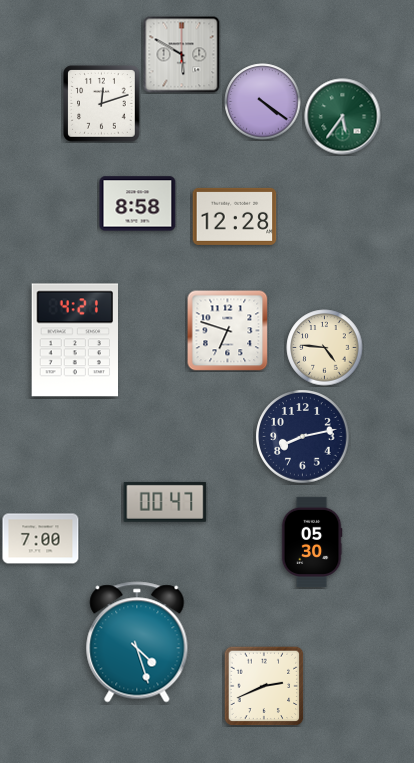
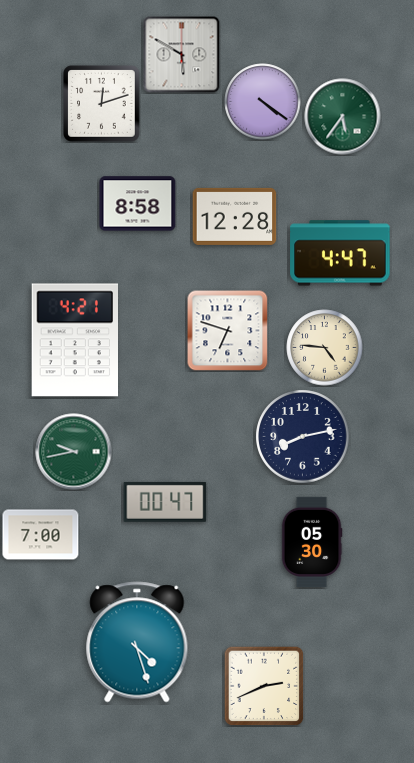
clock at (340, 253): none -> 4:47
clock at (74, 452): none -> 9:43
clock at (41, 539) position: (41, 539) -> (41, 535)
